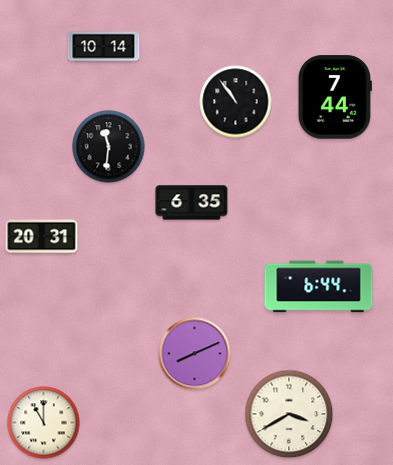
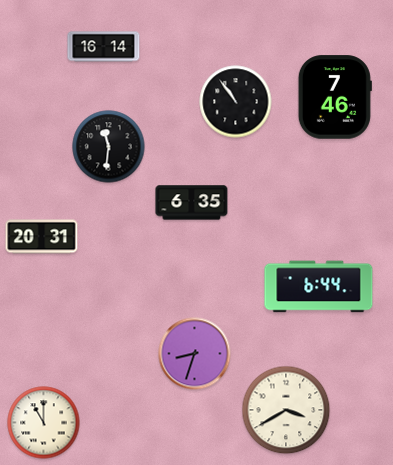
clock at (104, 47): 10:14 -> 16:14
clock at (335, 97): 7:44 -> 7:46
clock at (195, 354): 8:11 -> 8:33
clock at (289, 414) position: (289, 414) -> (286, 410)
